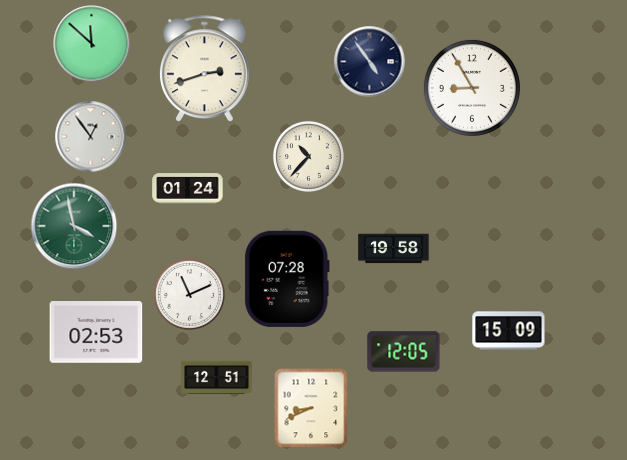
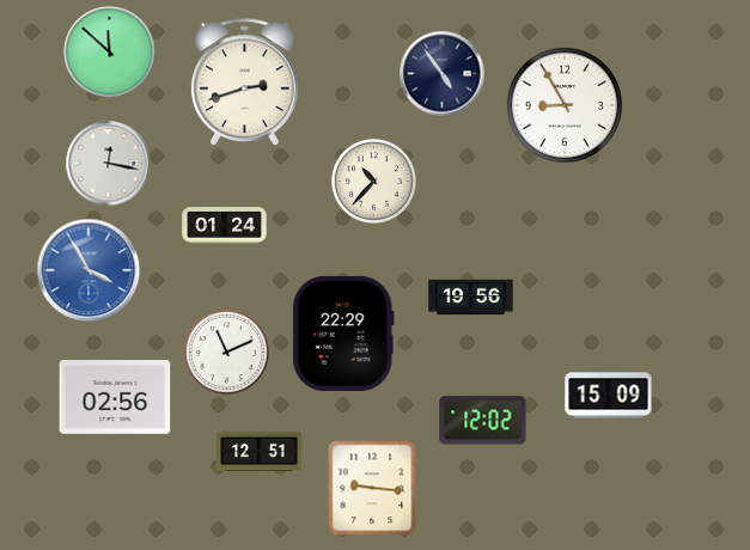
clock at (91, 137): 12:54 -> 12:17
clock at (308, 156) position: (308, 156) -> (373, 181)
clock at (74, 226): 3:58 -> 3:55
clock at (74, 226) dial: green -> blue
clock at (394, 249): 19:58 -> 19:56
clock at (287, 279): 07:28 -> 22:29
clock at (96, 333): 02:53 -> 02:56
clock at (404, 352): 12:05 -> 12:02
clock at (311, 408): 8:41 -> 9:16
